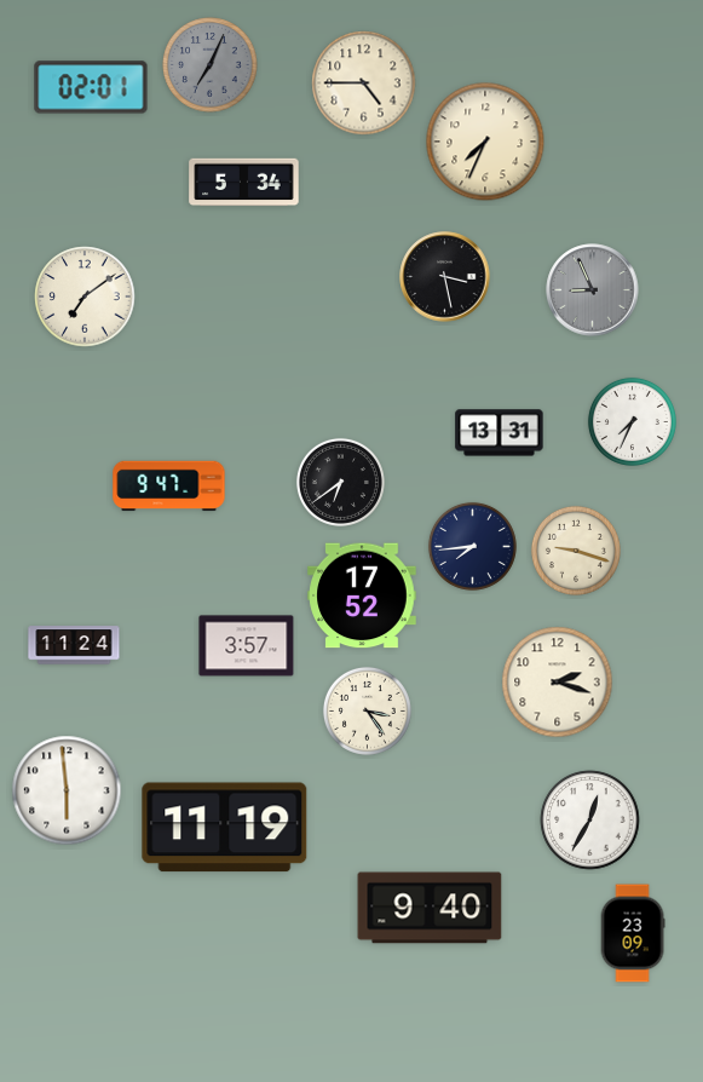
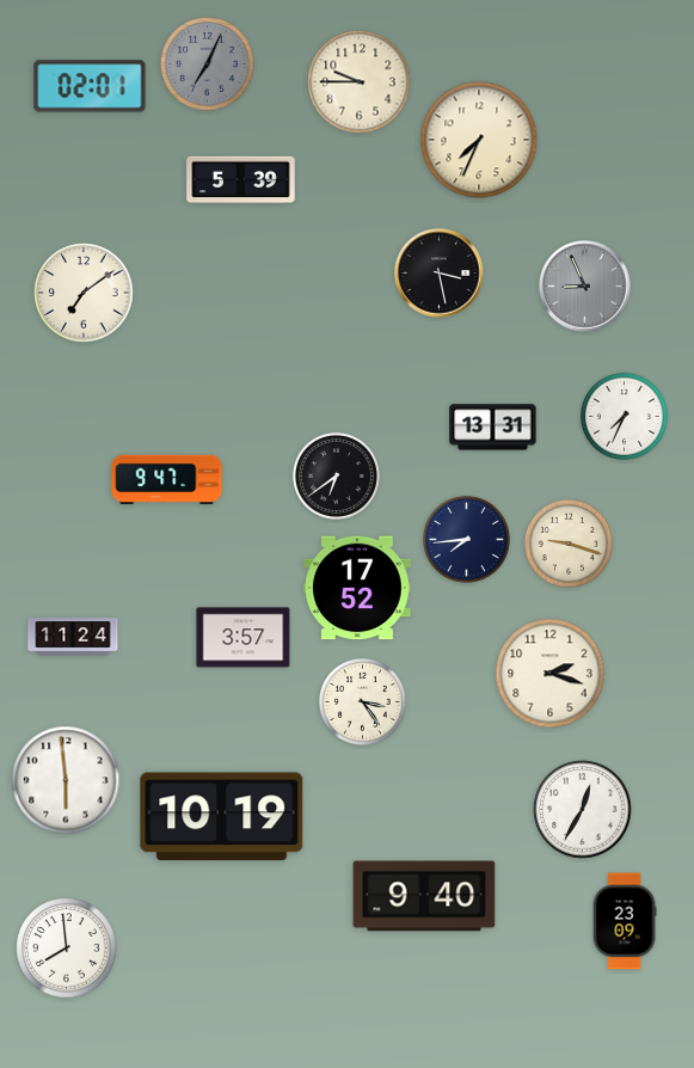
clock at (364, 84): 4:45 -> 9:45
clock at (244, 183): 5:34 -> 5:39
clock at (225, 828): 11:19 -> 10:19
clock at (67, 949): none -> 7:59
